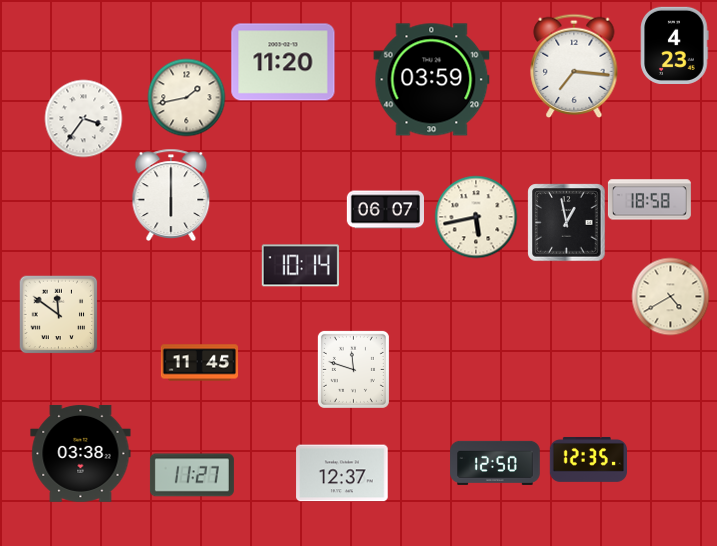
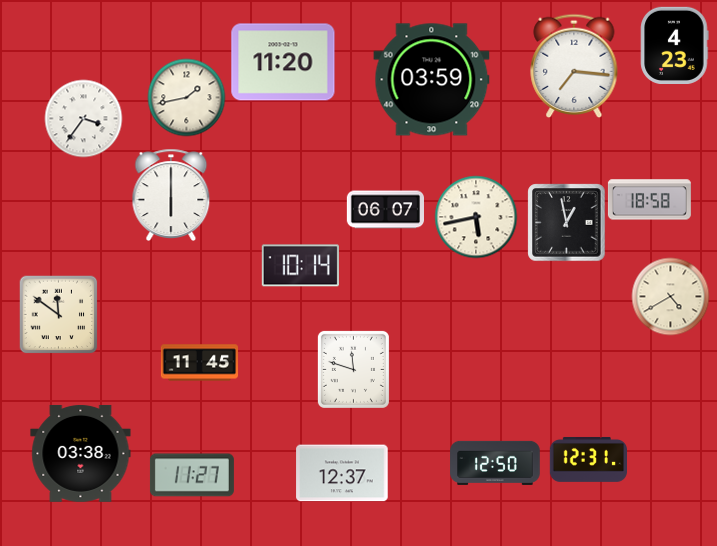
clock at (588, 460): 12:35 -> 12:31
